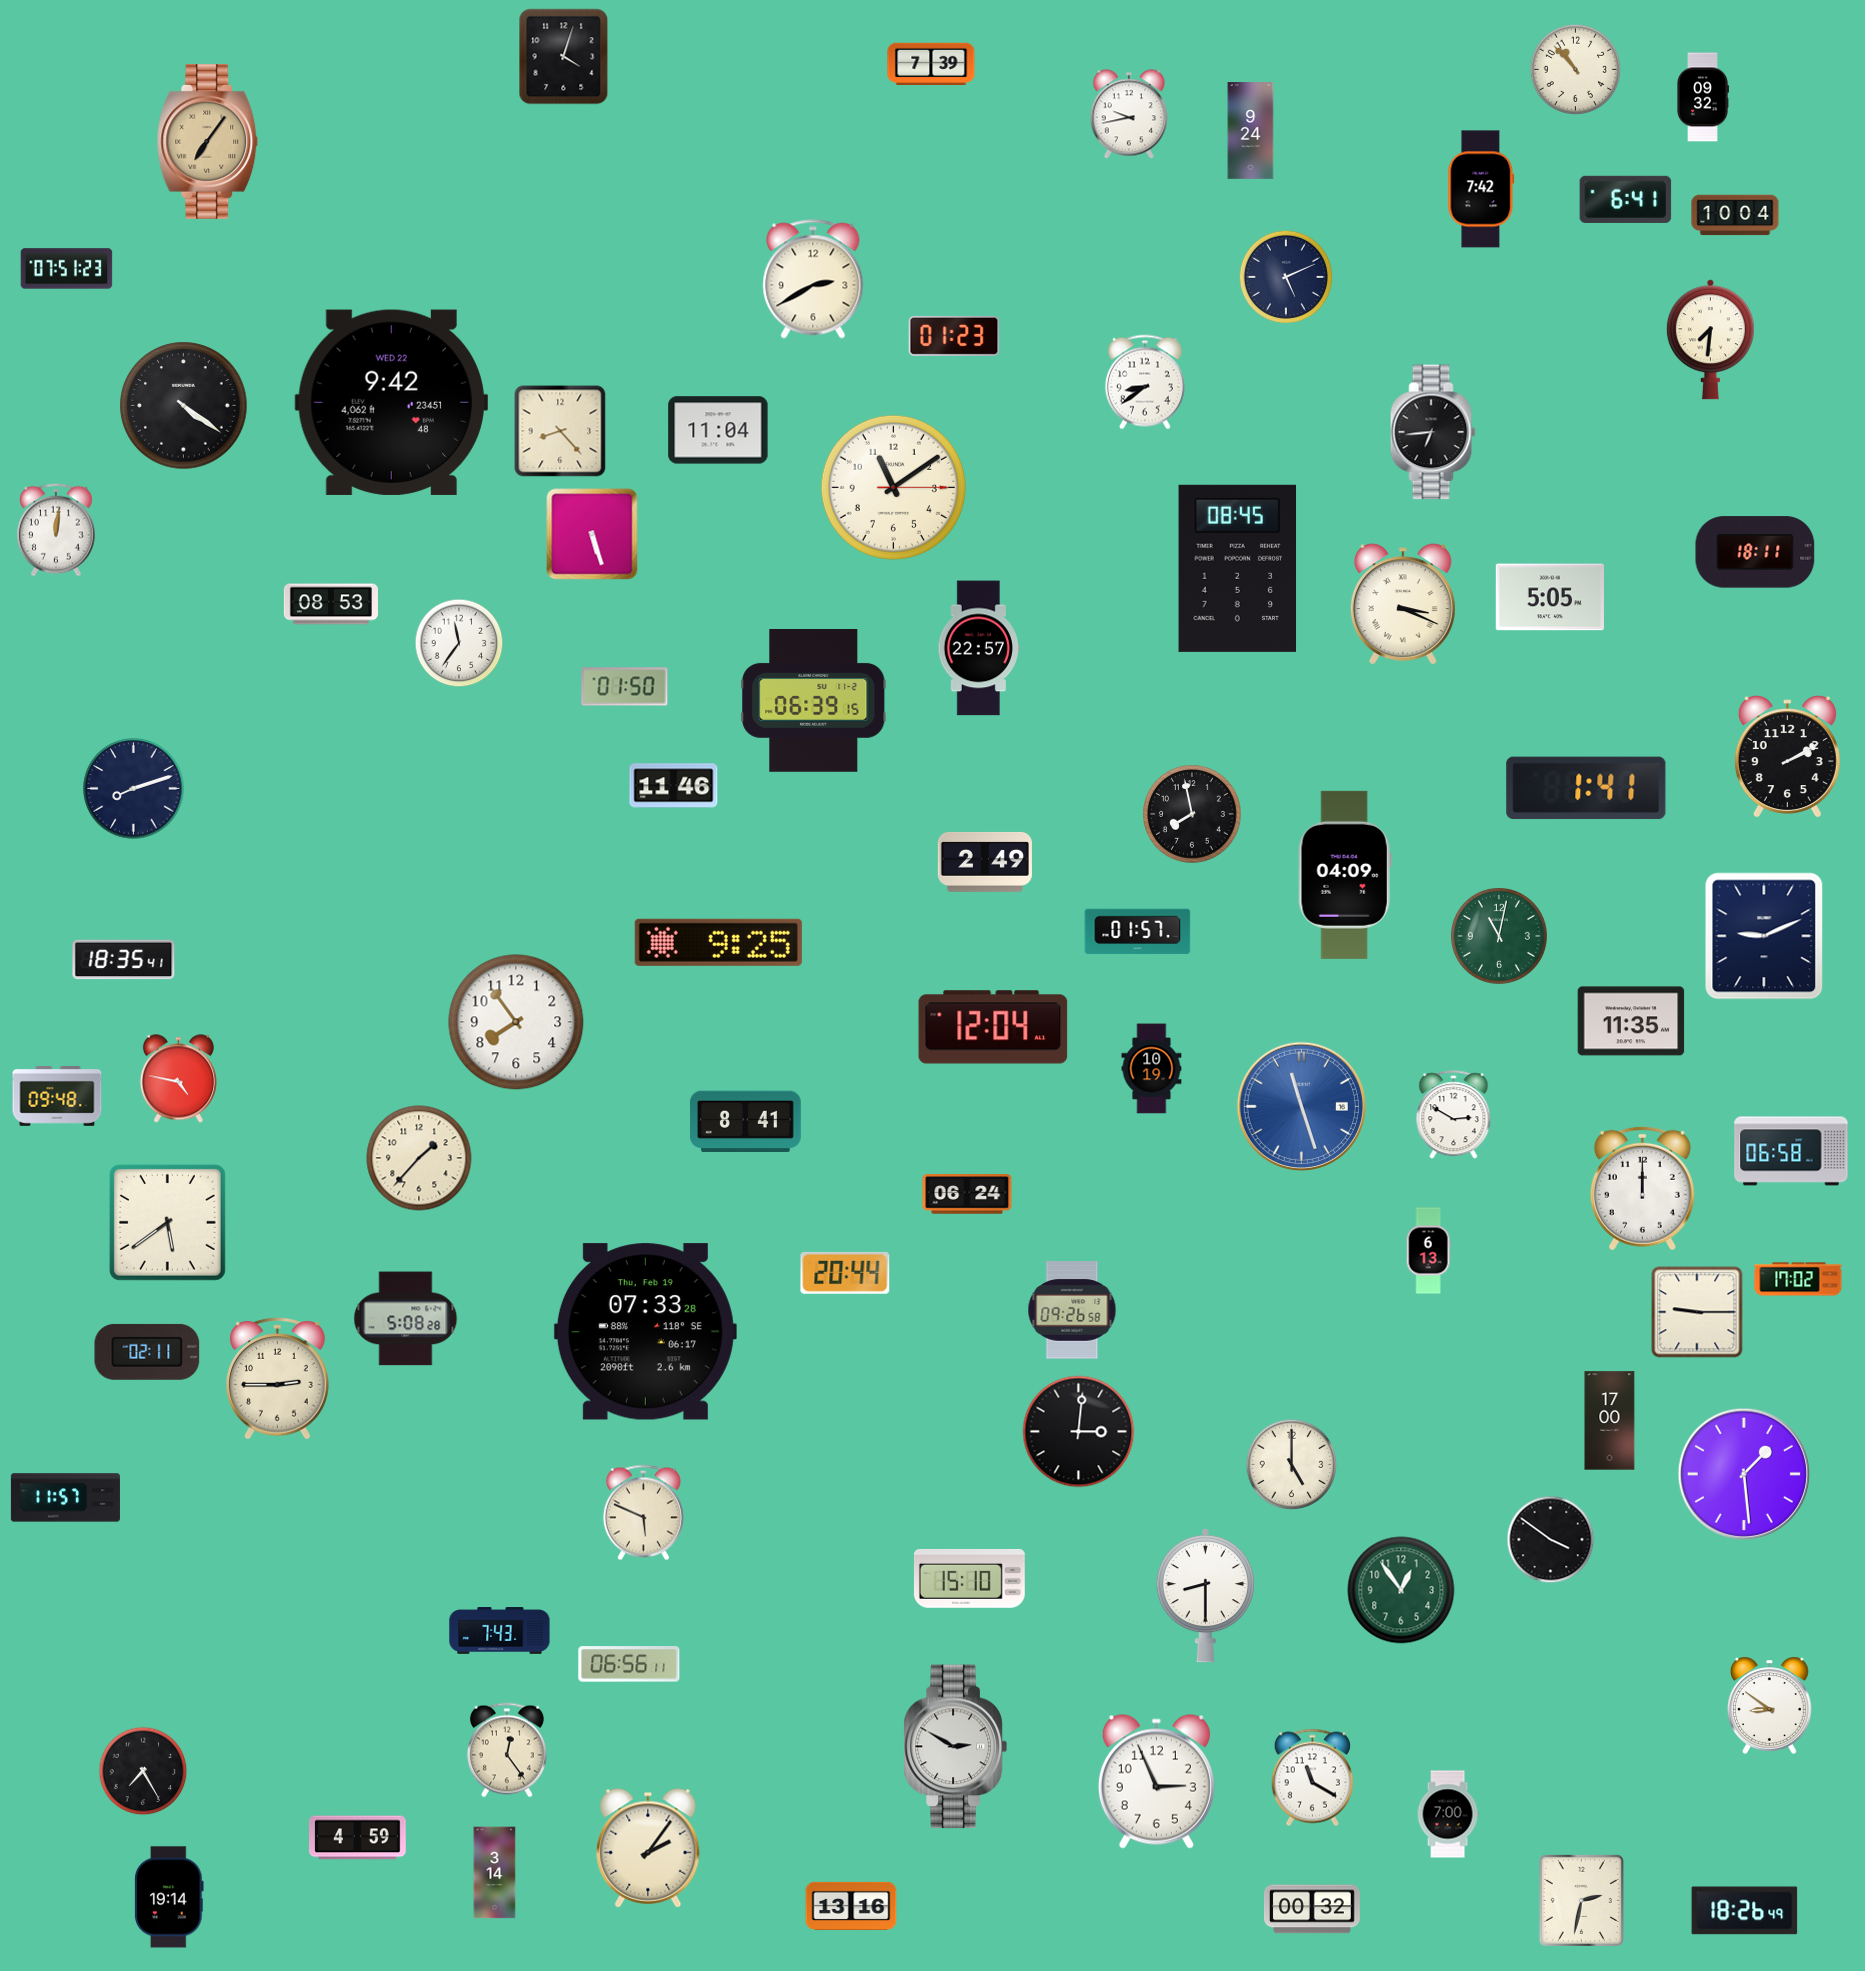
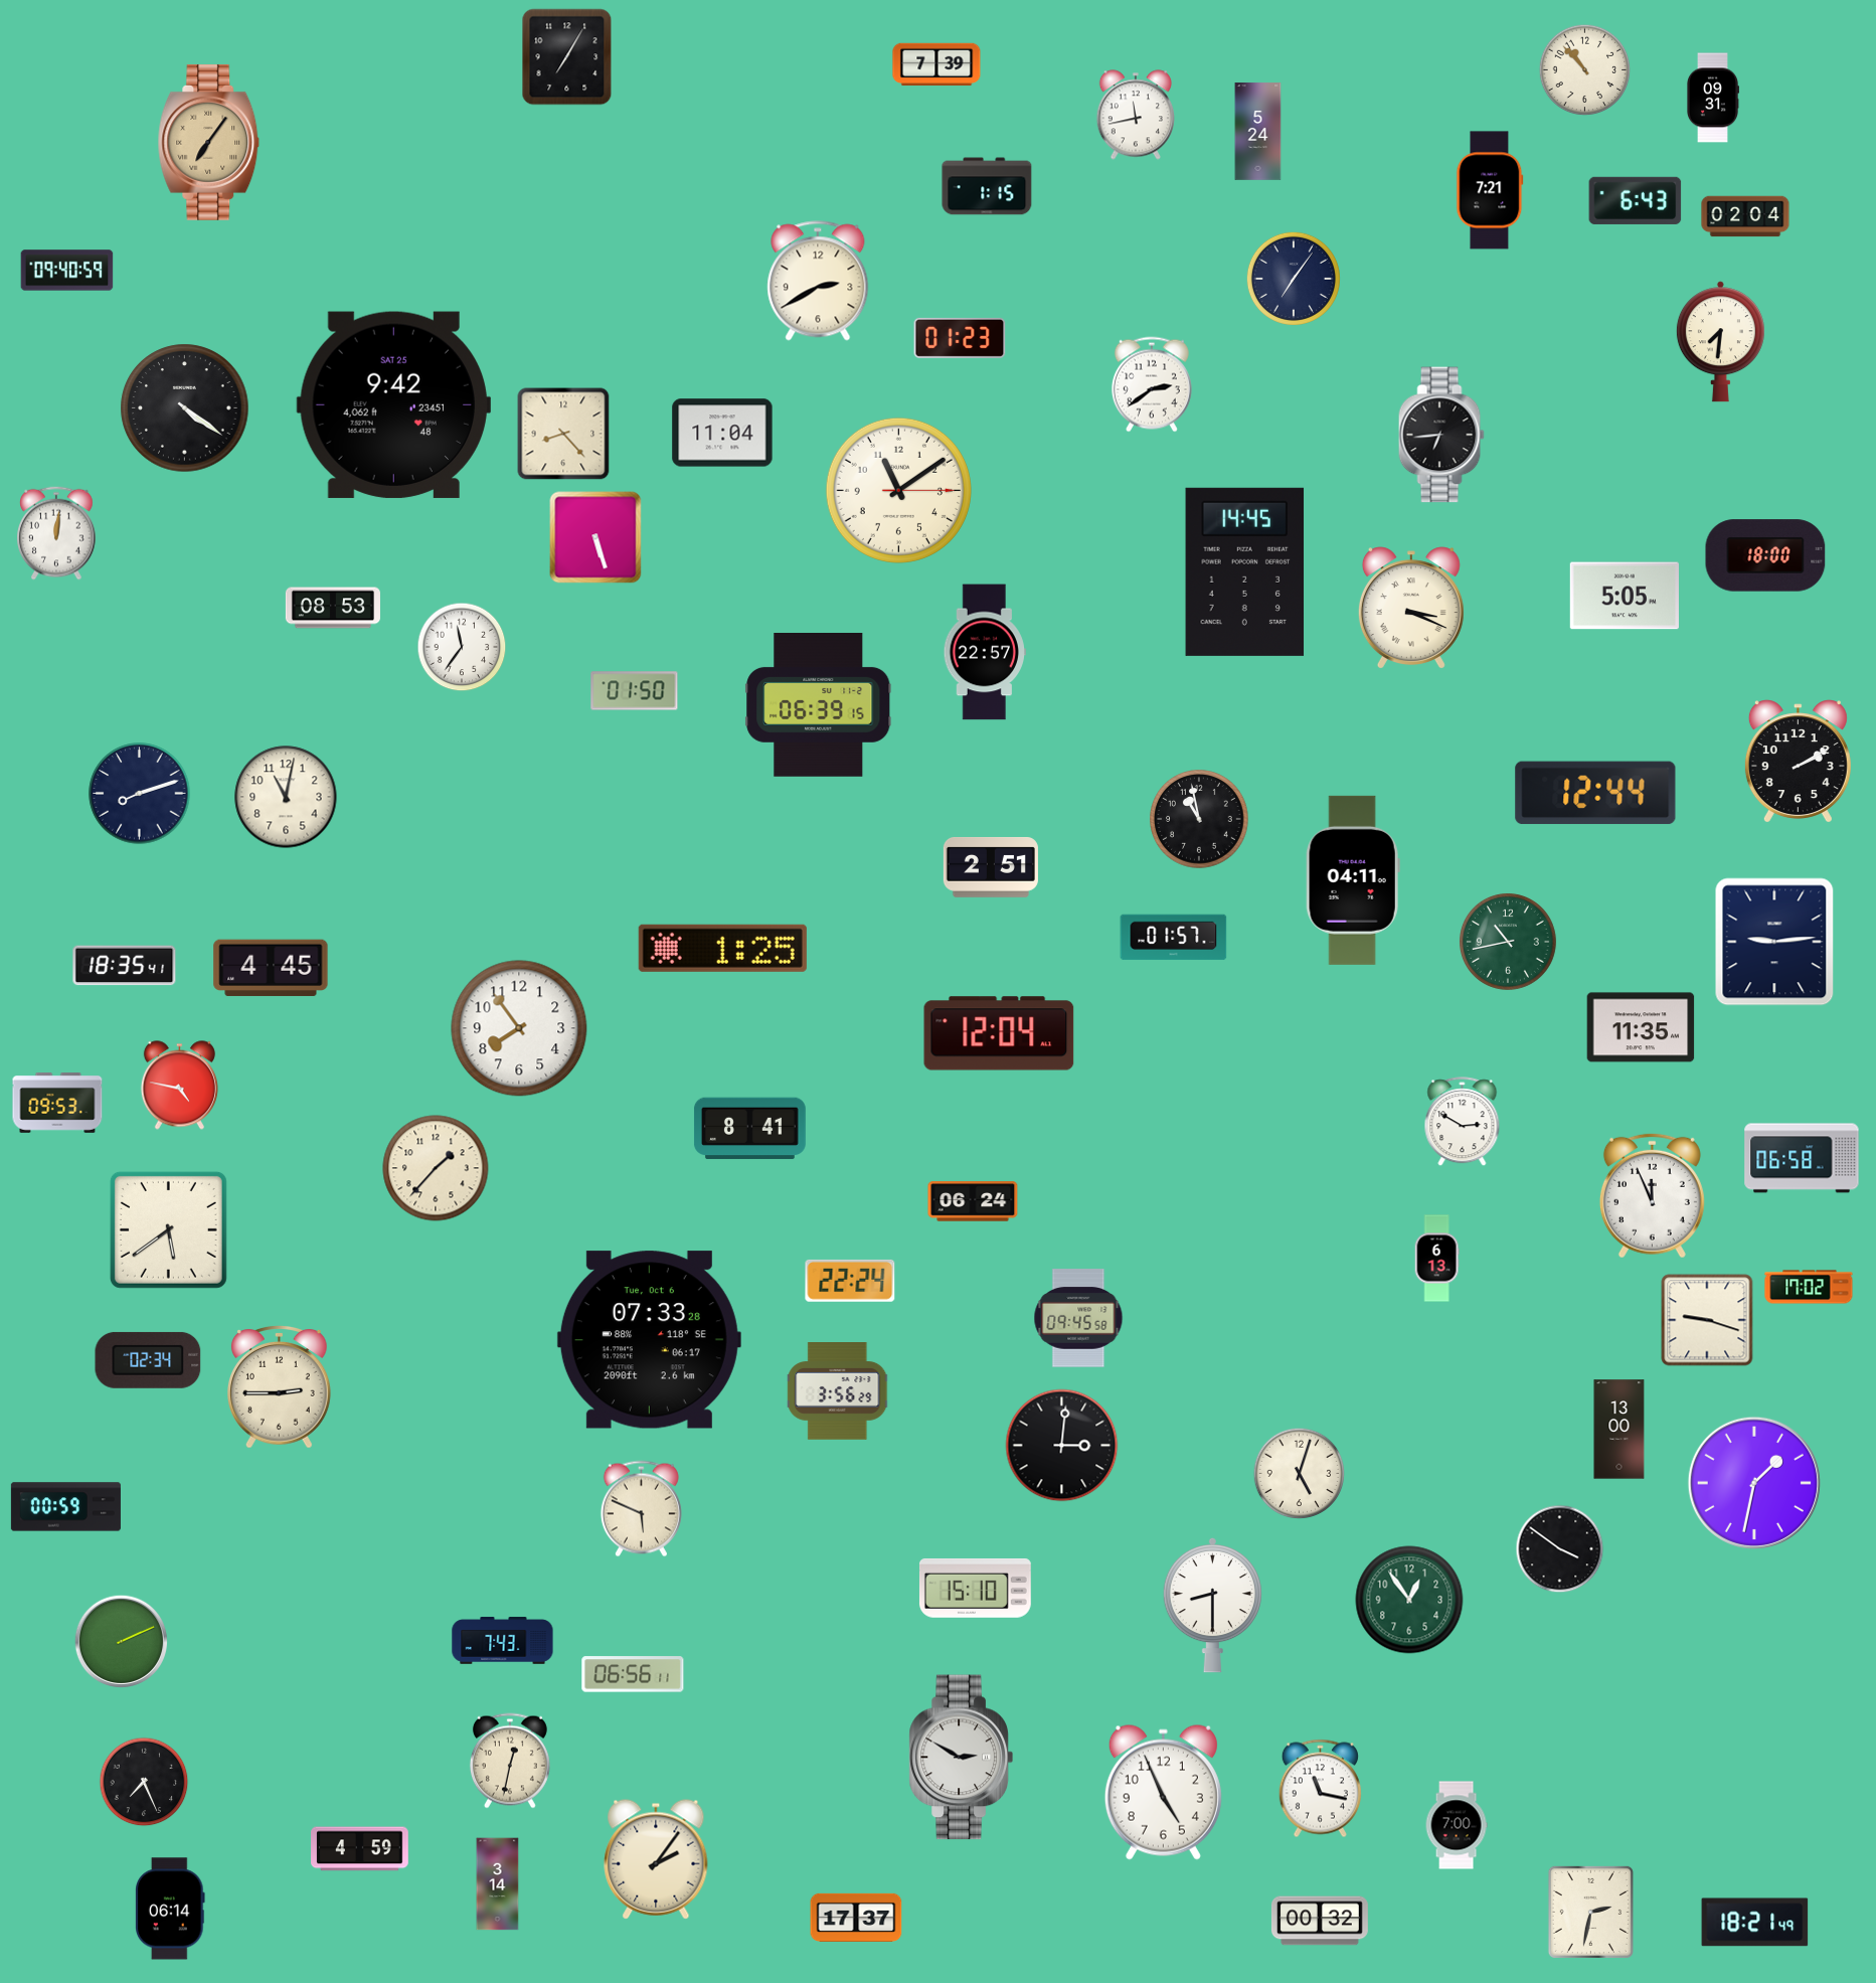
clock at (564, 57): 4:03 -> 7:05
clock at (1703, 97): 09:32 -> 09:31
clock at (1128, 114): 9:43 -> 11:43
clock at (1251, 131): 9:24 -> 5:24
clock at (987, 186): none -> 1:15
clock at (1481, 189): 7:42 -> 7:21
clock at (1626, 199): 6:41 -> 6:43
clock at (1735, 215): 10:04 -> 02:04
clock at (67, 269): 07:51 -> 09:40
clock at (1286, 277): 5:11 -> 7:06
clock at (1145, 382): 8:39 -> 2:39
clock at (391, 402) date: WED 22 -> SAT 25
clock at (1755, 552): 18:11 -> 18:00
clock at (1238, 568): 08:45 -> 14:45
clock at (1550, 597) position: (1550, 597) -> (1625, 596)
clock at (625, 687) position: (625, 687) -> (635, 691)
clock at (674, 786): 11:46 -> none
clock at (1586, 788): 1:41 -> 12:44
clock at (134, 789) position: (134, 789) -> (140, 794)
clock at (286, 797): none -> 11:02
clock at (1192, 814): 7:58 -> 10:58
clock at (985, 862): 2:49 -> 2:51
clock at (1345, 875): 04:09 -> 04:11
clock at (1138, 932) position: (1138, 932) -> (1174, 938)
clock at (1499, 936): 11:02 -> 10:43
clock at (1764, 936): 9:11 -> 9:14
clock at (718, 942): 9:25 -> 1:25
clock at (271, 968): none -> 4:45
clock at (1152, 1069): 10:19 -> none
clock at (57, 1097): 09:48 -> 09:53
clock at (1301, 1106): 11:27 -> none
clock at (419, 1158) position: (419, 1158) -> (436, 1168)
clock at (1642, 1188): 12:00 -> 11:56
clock at (845, 1273): 20:44 -> 22:24
clock at (1072, 1310): 09:26 -> 09:45
clock at (1697, 1312): 9:15 -> 9:18
clock at (406, 1319): 5:08 -> none
clock at (645, 1332) date: Thu, Feb 19 -> Tue, Oct 6
clock at (147, 1352): 02:11 -> 02:34
clock at (838, 1391): none -> 3:56
clock at (1610, 1421): 17:00 -> 13:00
clock at (1079, 1432) position: (1079, 1432) -> (1062, 1446)
clock at (1292, 1465): 5:00 -> 5:03
clock at (1744, 1474): 1:29 -> 1:32
clock at (65, 1498): 11:57 -> 00:59
clock at (643, 1513) position: (643, 1513) -> (641, 1509)
clock at (121, 1641): none -> 2:11
clock at (1769, 1705): 8:51 -> none
clock at (507, 1750): 12:24 -> 12:32
clock at (143, 1771): 7:25 -> 7:26
clock at (1312, 1778): 11:20 -> 11:17
clock at (1156, 1781): 2:56 -> 4:56
clock at (648, 1848) position: (648, 1848) -> (656, 1859)
clock at (170, 1897): 19:14 -> 06:14
clock at (851, 1906): 13:16 -> 17:37
clock at (1745, 1911): 18:26 -> 18:21
